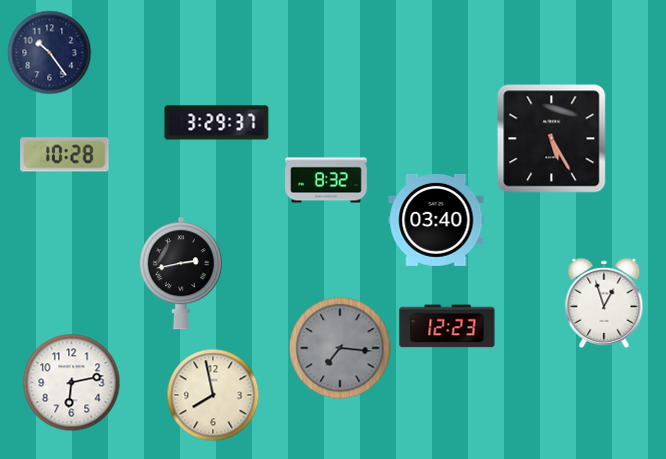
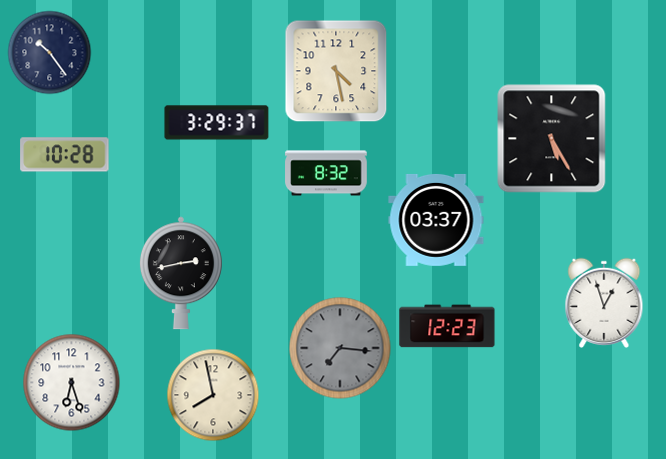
clock at (336, 71): none -> 4:28
clock at (326, 180) position: (326, 180) -> (326, 173)
clock at (436, 220): 03:40 -> 03:37
clock at (71, 382): 6:13 -> 6:27
